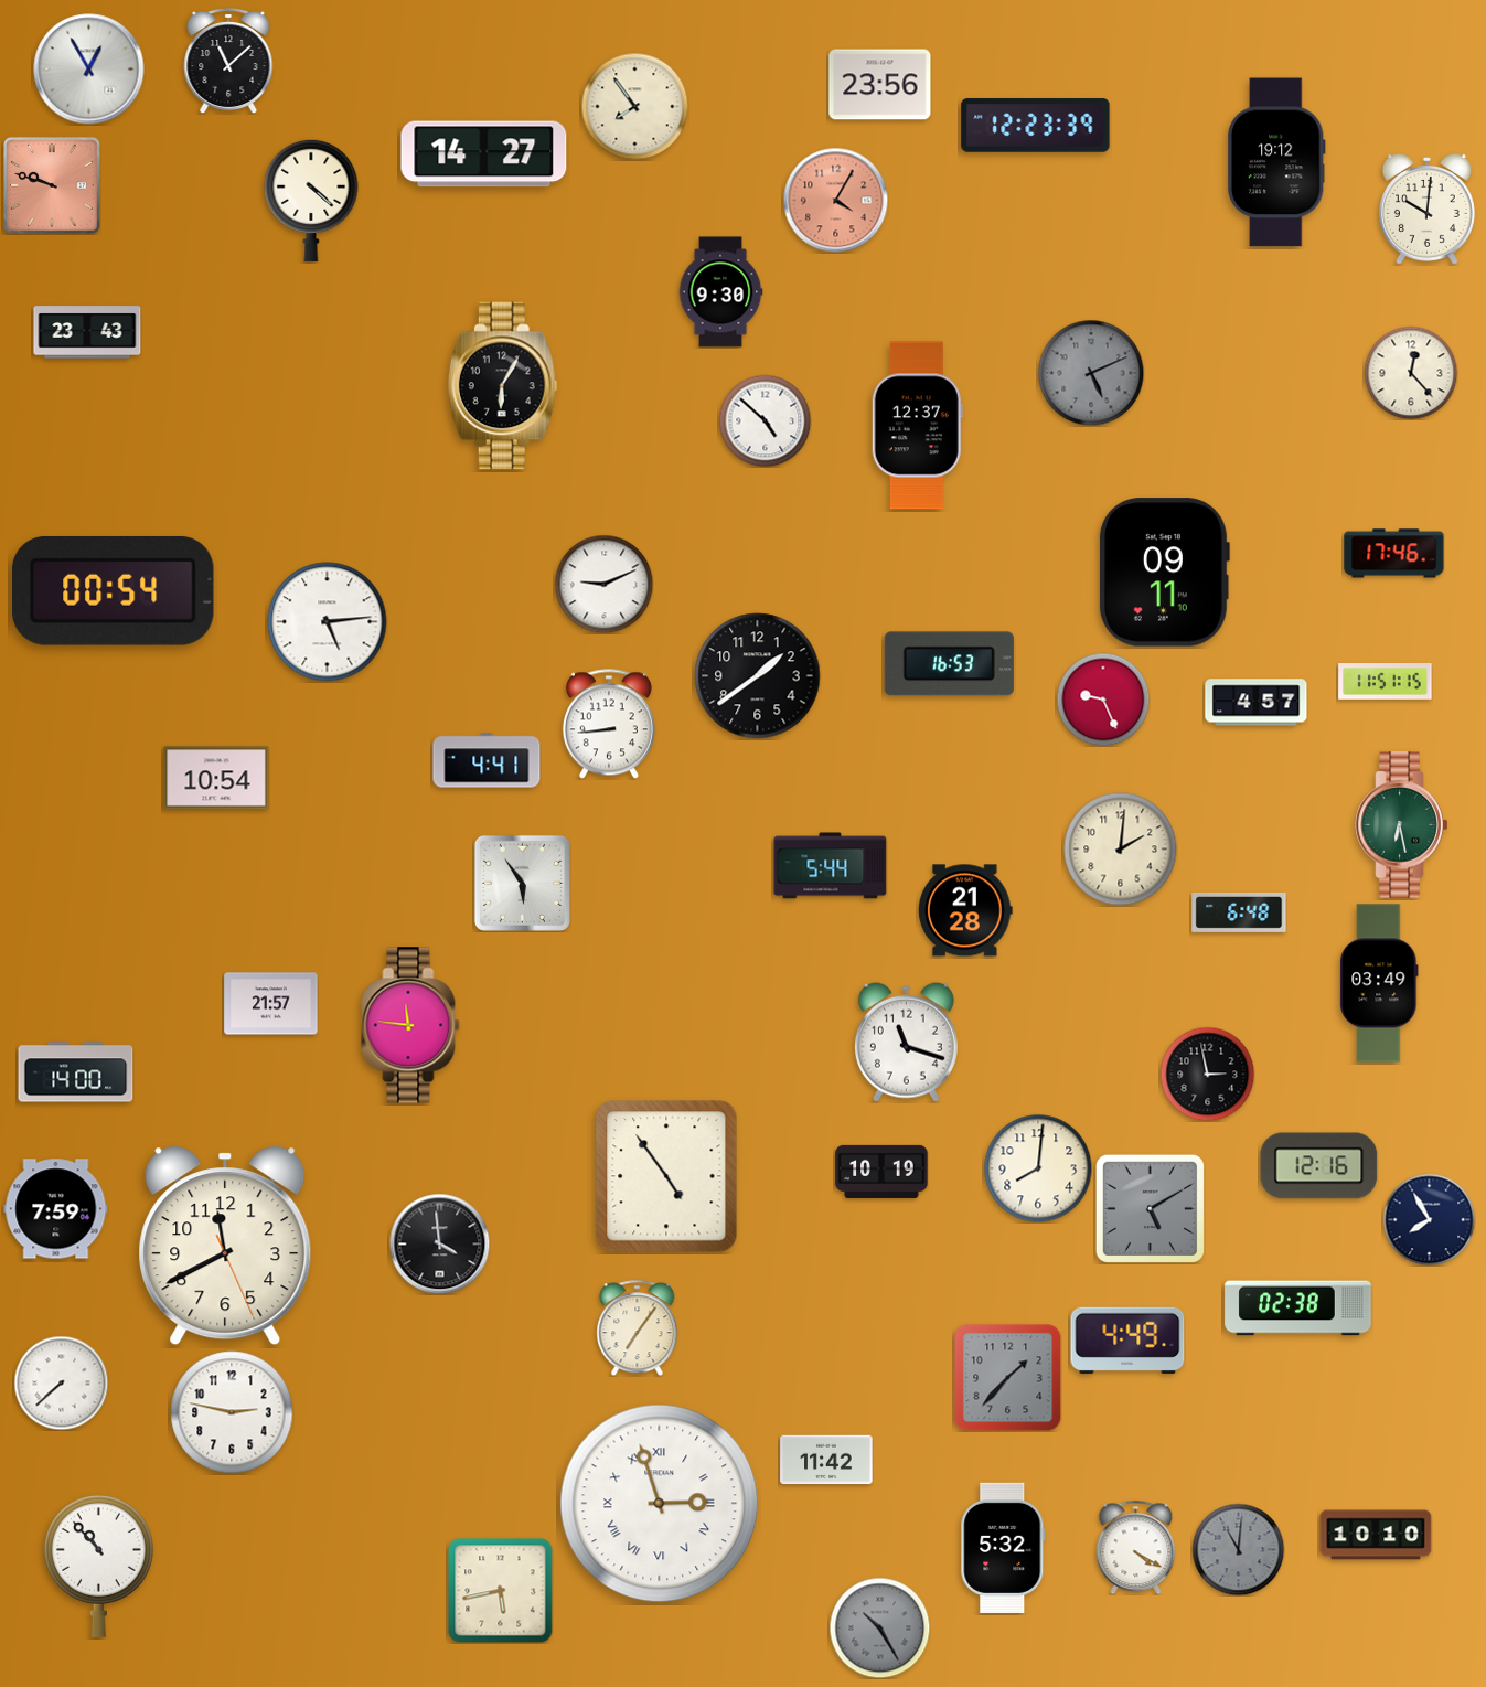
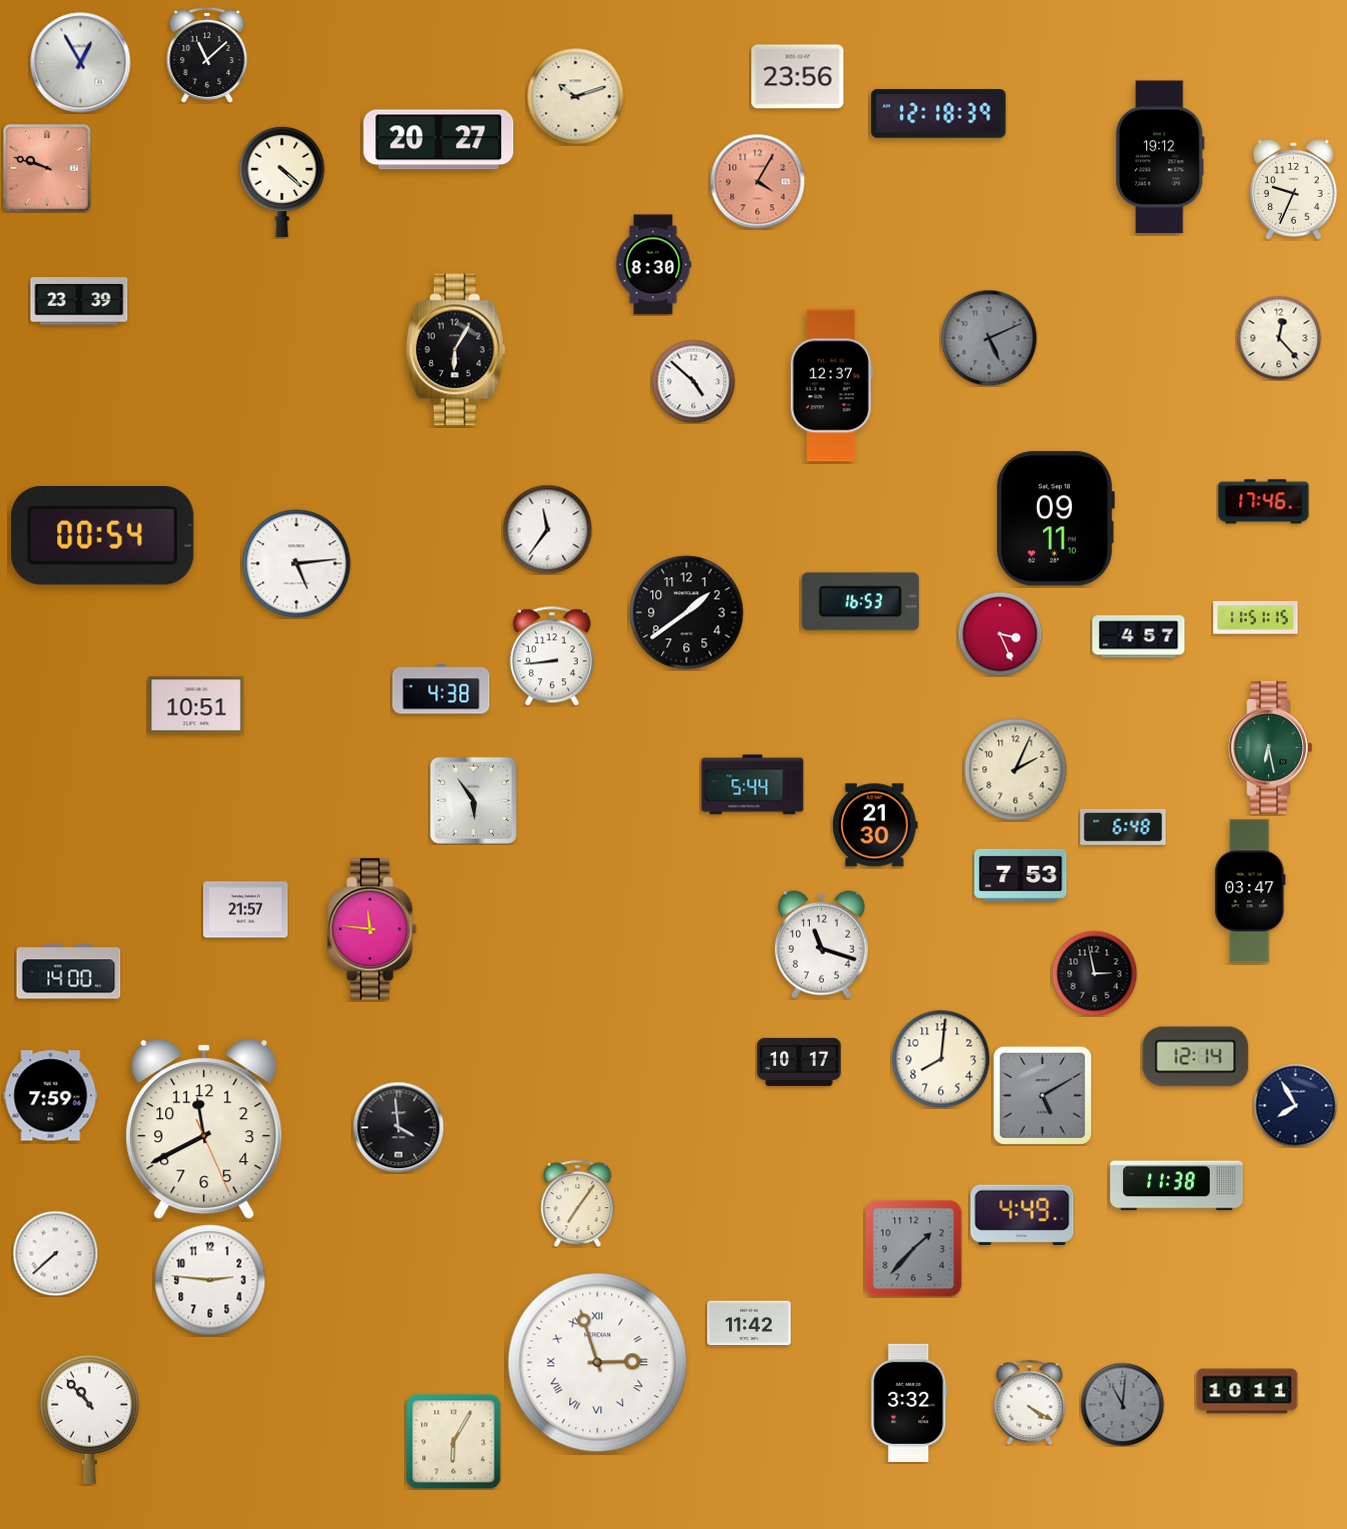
clock at (634, 106): 7:54 -> 10:12
clock at (1036, 126): 12:23 -> 12:18
clock at (484, 154): 14:27 -> 20:27
clock at (1276, 162) position: (1276, 162) -> (1160, 157)
clock at (1426, 210): 10:01 -> 9:34
clock at (720, 292): 9:30 -> 8:30
clock at (87, 332): 23:43 -> 23:39
clock at (603, 584): 9:11 -> 11:36
clock at (1103, 700): 9:26 -> 3:26
clock at (487, 760): 4:41 -> 4:38
clock at (216, 778): 10:54 -> 10:51
clock at (1121, 850): 2:01 -> 2:04
clock at (965, 910): 21:28 -> 21:30
clock at (1021, 875): none -> 7:53
clock at (1379, 983): 03:49 -> 03:47
clock at (1319, 1166): 12:16 -> 12:14
clock at (881, 1172): 10:19 -> 10:17
clock at (666, 1176): 4:54 -> none
clock at (1298, 1309): 02:38 -> 11:38
clock at (232, 1412): 2:47 -> 2:46
clock at (1376, 1535): 10:10 -> 10:11
clock at (1003, 1548): 5:32 -> 3:32
clock at (501, 1591): 5:43 -> 6:05
clock at (879, 1627): 10:25 -> none
